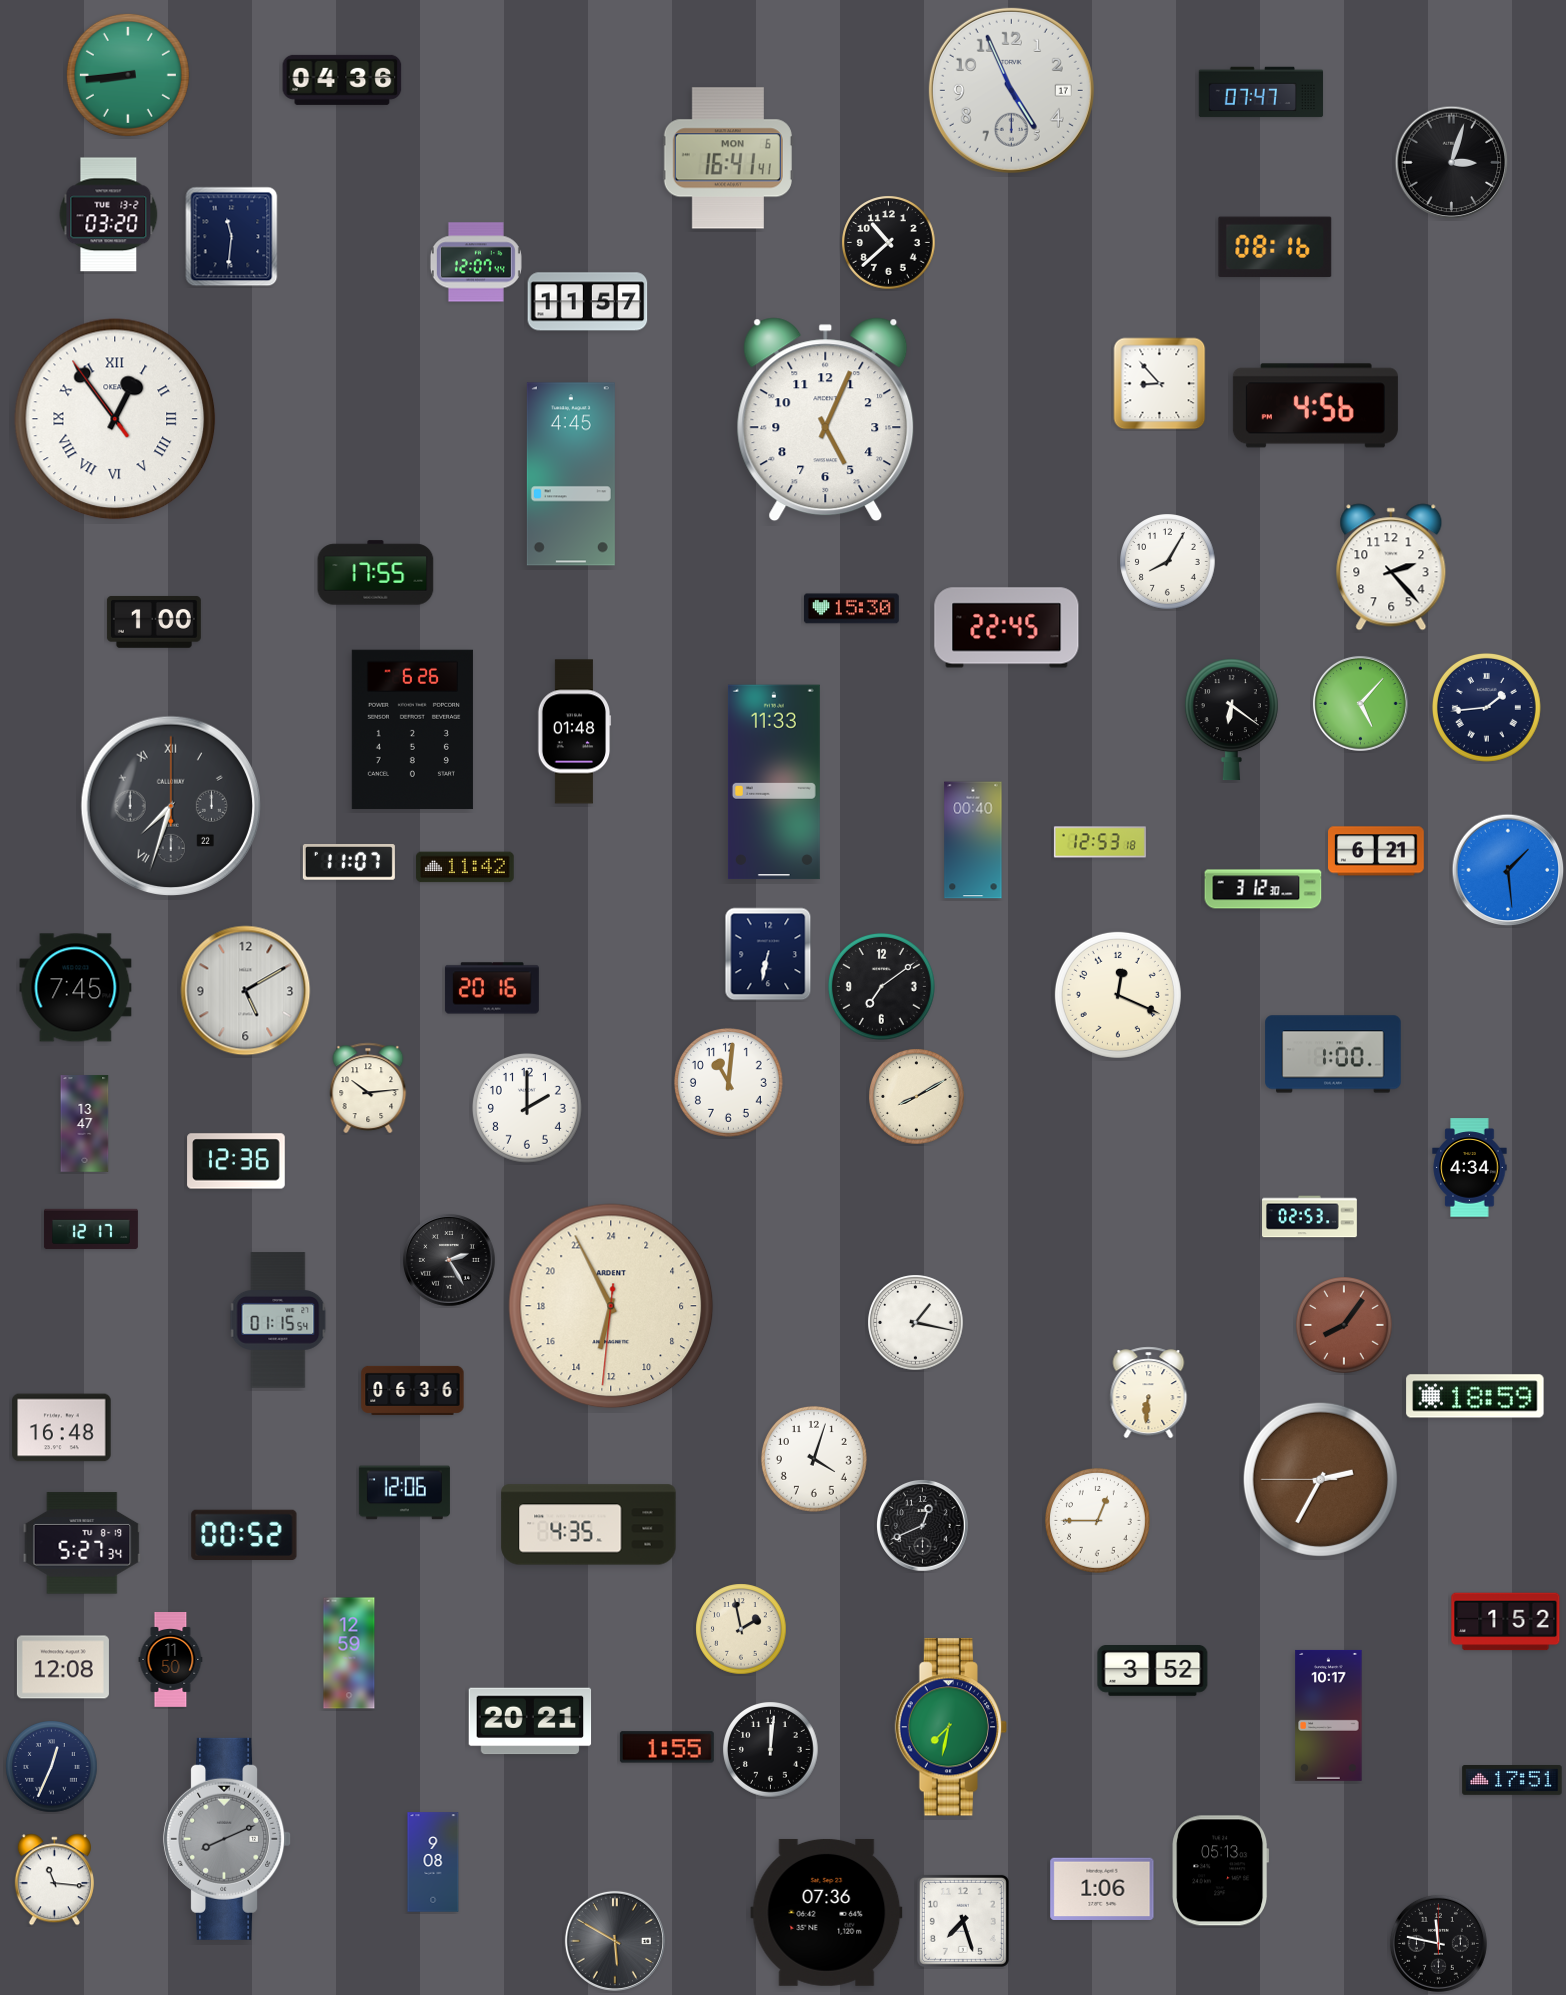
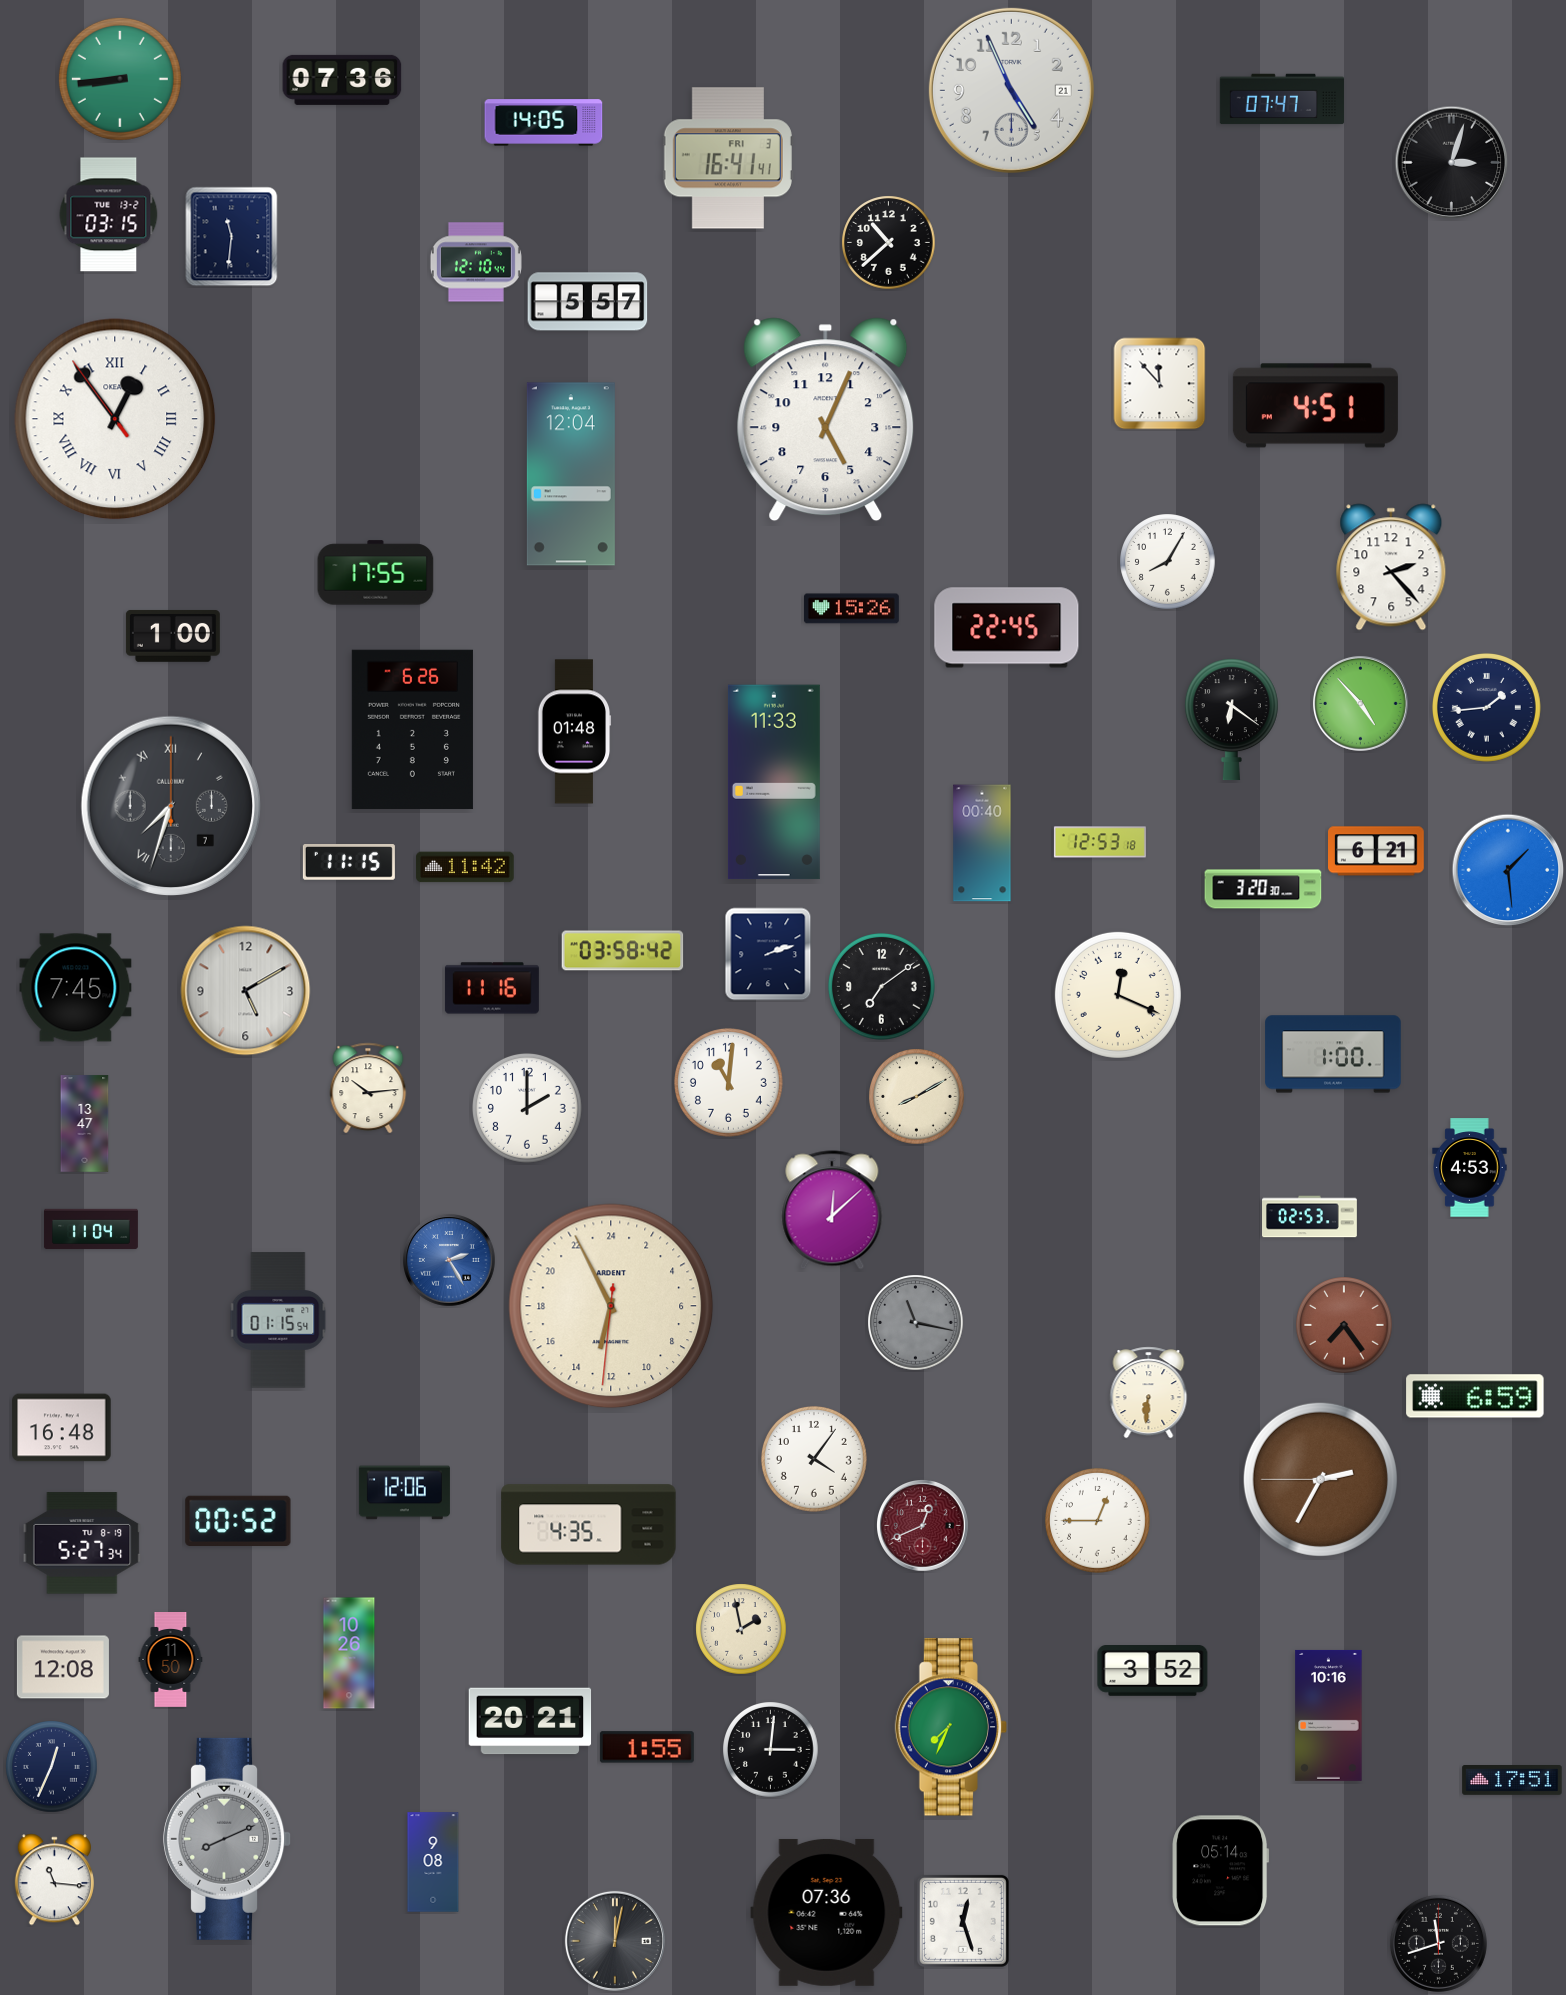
clock at (128, 75) position: (128, 75) -> (120, 79)
clock at (342, 80): 04:36 -> 07:36
clock at (1011, 90) date: 17 -> 21
clock at (1261, 92) position: (1261, 92) -> (1282, 99)
clock at (544, 123): none -> 14:05
clock at (728, 158) date: MON 6 -> FRI 3
clock at (109, 215): 03:20 -> 03:15
clock at (1275, 247): 08:16 -> none
clock at (476, 262): 12:07 -> 12:10
clock at (588, 302): 11:57 -> 5:57
clock at (1160, 384): 8:53 -> 11:53
clock at (1315, 406): 4:56 -> 4:51
clock at (571, 474): 4:45 -> 12:04
clock at (851, 609): 15:30 -> 15:26
clock at (154, 622) position: (154, 622) -> (173, 636)
clock at (1360, 703): 5:07 -> 4:53
clock at (170, 805) date: 22 -> 7
clock at (973, 840) position: (973, 840) -> (982, 843)
clock at (349, 863): 11:07 -> 11:15
clock at (1263, 889): 3:12 -> 3:20
clock at (623, 951): none -> 03:58
clock at (768, 954): 6:32 -> 2:12
clock at (492, 988): 20:16 -> 11:16
clock at (236, 1161): 12:36 -> none
clock at (1470, 1168): 4:34 -> 4:53
clock at (832, 1210): none -> 12:08
clock at (92, 1229): 12:17 -> 11:04
clock at (450, 1261) dial: black -> blue
clock at (916, 1323): 1:17 -> 11:17
clock at (916, 1323) dial: white -> grey
clock at (1344, 1325): 8:06 -> 7:24
clock at (413, 1390): 06:36 -> none
clock at (1475, 1396): 18:59 -> 6:59
clock at (814, 1459): 4:03 -> 4:06
clock at (923, 1526) dial: black -> burgundy
clock at (244, 1534) position: (244, 1534) -> (238, 1520)
clock at (1506, 1622): 1:52 -> none
clock at (349, 1653): 12:59 -> 10:26
clock at (1329, 1715): 10:17 -> 10:16
clock at (951, 1727): 7:32 -> 7:34
clock at (667, 1747) position: (667, 1747) -> (647, 1747)
clock at (771, 1750): 12:01 -> 3:01
clock at (1221, 1871): 05:13 -> 05:14
clock at (1102, 1889): 1:06 -> none
clock at (963, 1921): 7:27 -> 12:27
clock at (615, 1941): 5:50 -> 12:02
clock at (1438, 1943): 11:47 -> 11:42
